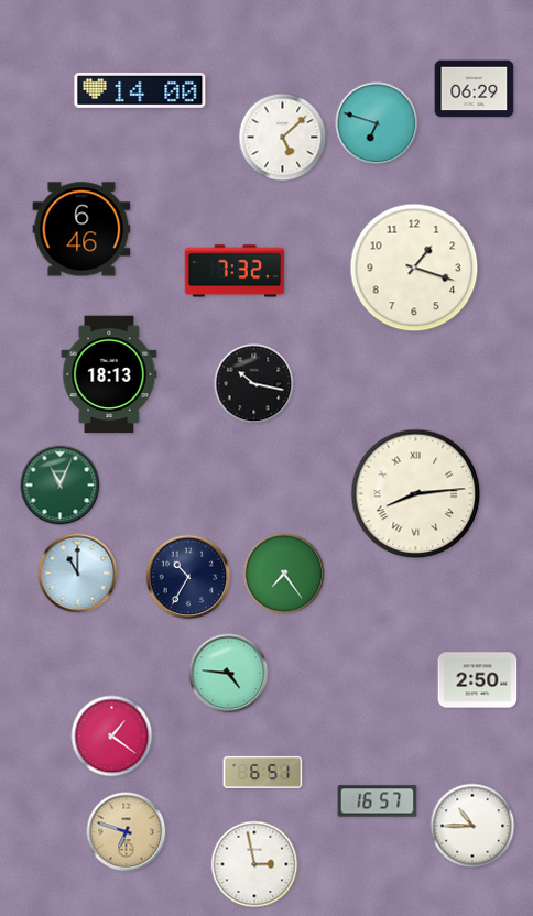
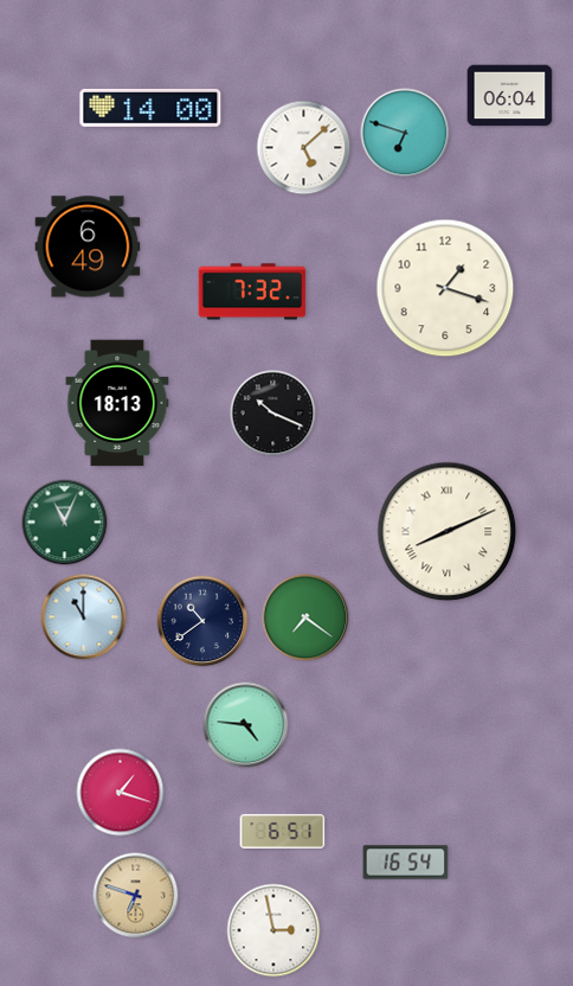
clock at (475, 89): 06:29 -> 06:04
clock at (140, 90) position: (140, 90) -> (150, 108)
clock at (81, 229): 6:46 -> 6:49
clock at (254, 384): 10:17 -> 10:19
clock at (416, 494): 8:14 -> 8:11
clock at (284, 574): 7:24 -> 7:21
clock at (188, 577): 10:35 -> 10:39
clock at (478, 680): 2:50 -> none
clock at (112, 737): 1:21 -> 1:18
clock at (378, 802): 16:57 -> 16:54
clock at (472, 826): 10:45 -> none
